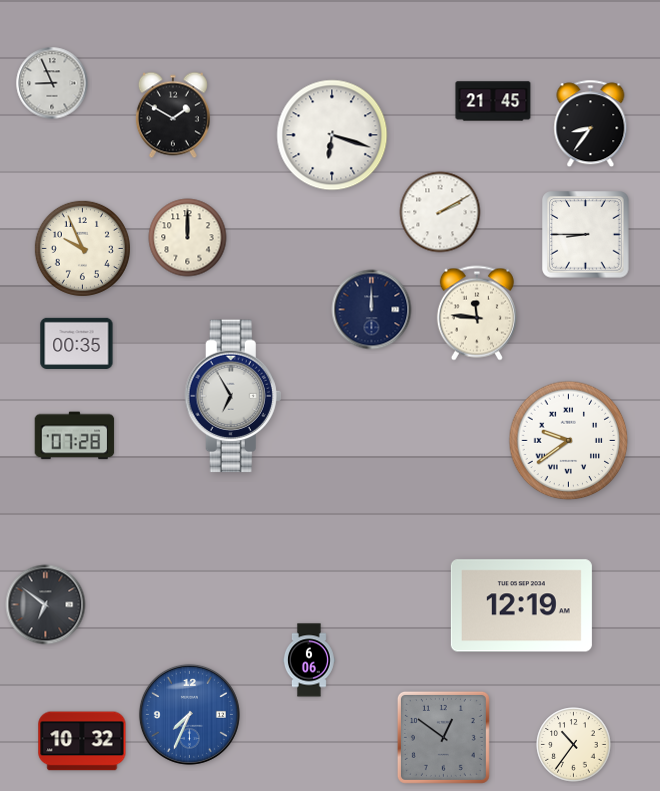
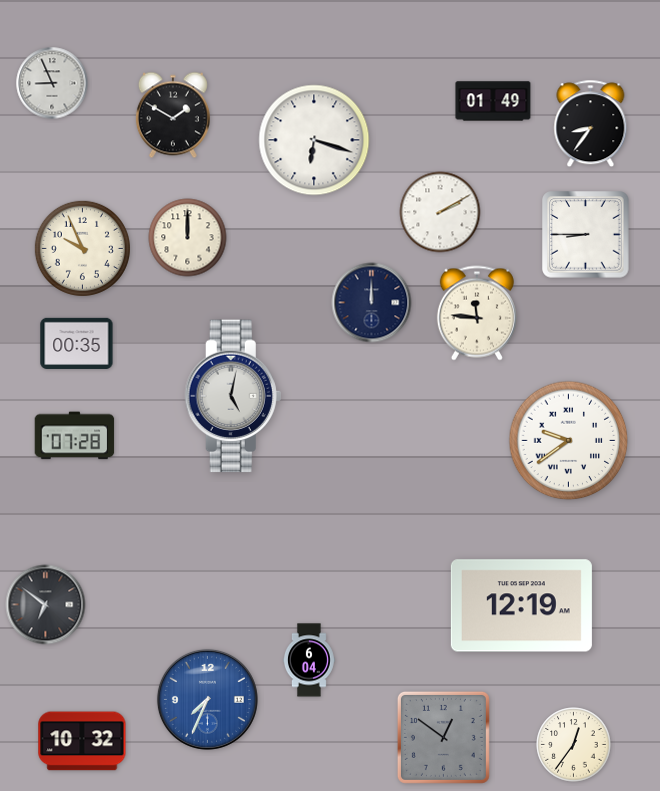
clock at (493, 101): 21:45 -> 01:49
clock at (332, 135) position: (332, 135) -> (314, 140)
clock at (372, 310) position: (372, 310) -> (372, 303)
clock at (233, 396): 6:55 -> 5:02
clock at (310, 660): 6:06 -> 6:04
clock at (189, 714) position: (189, 714) -> (207, 699)
clock at (574, 745): 10:36 -> 12:36
